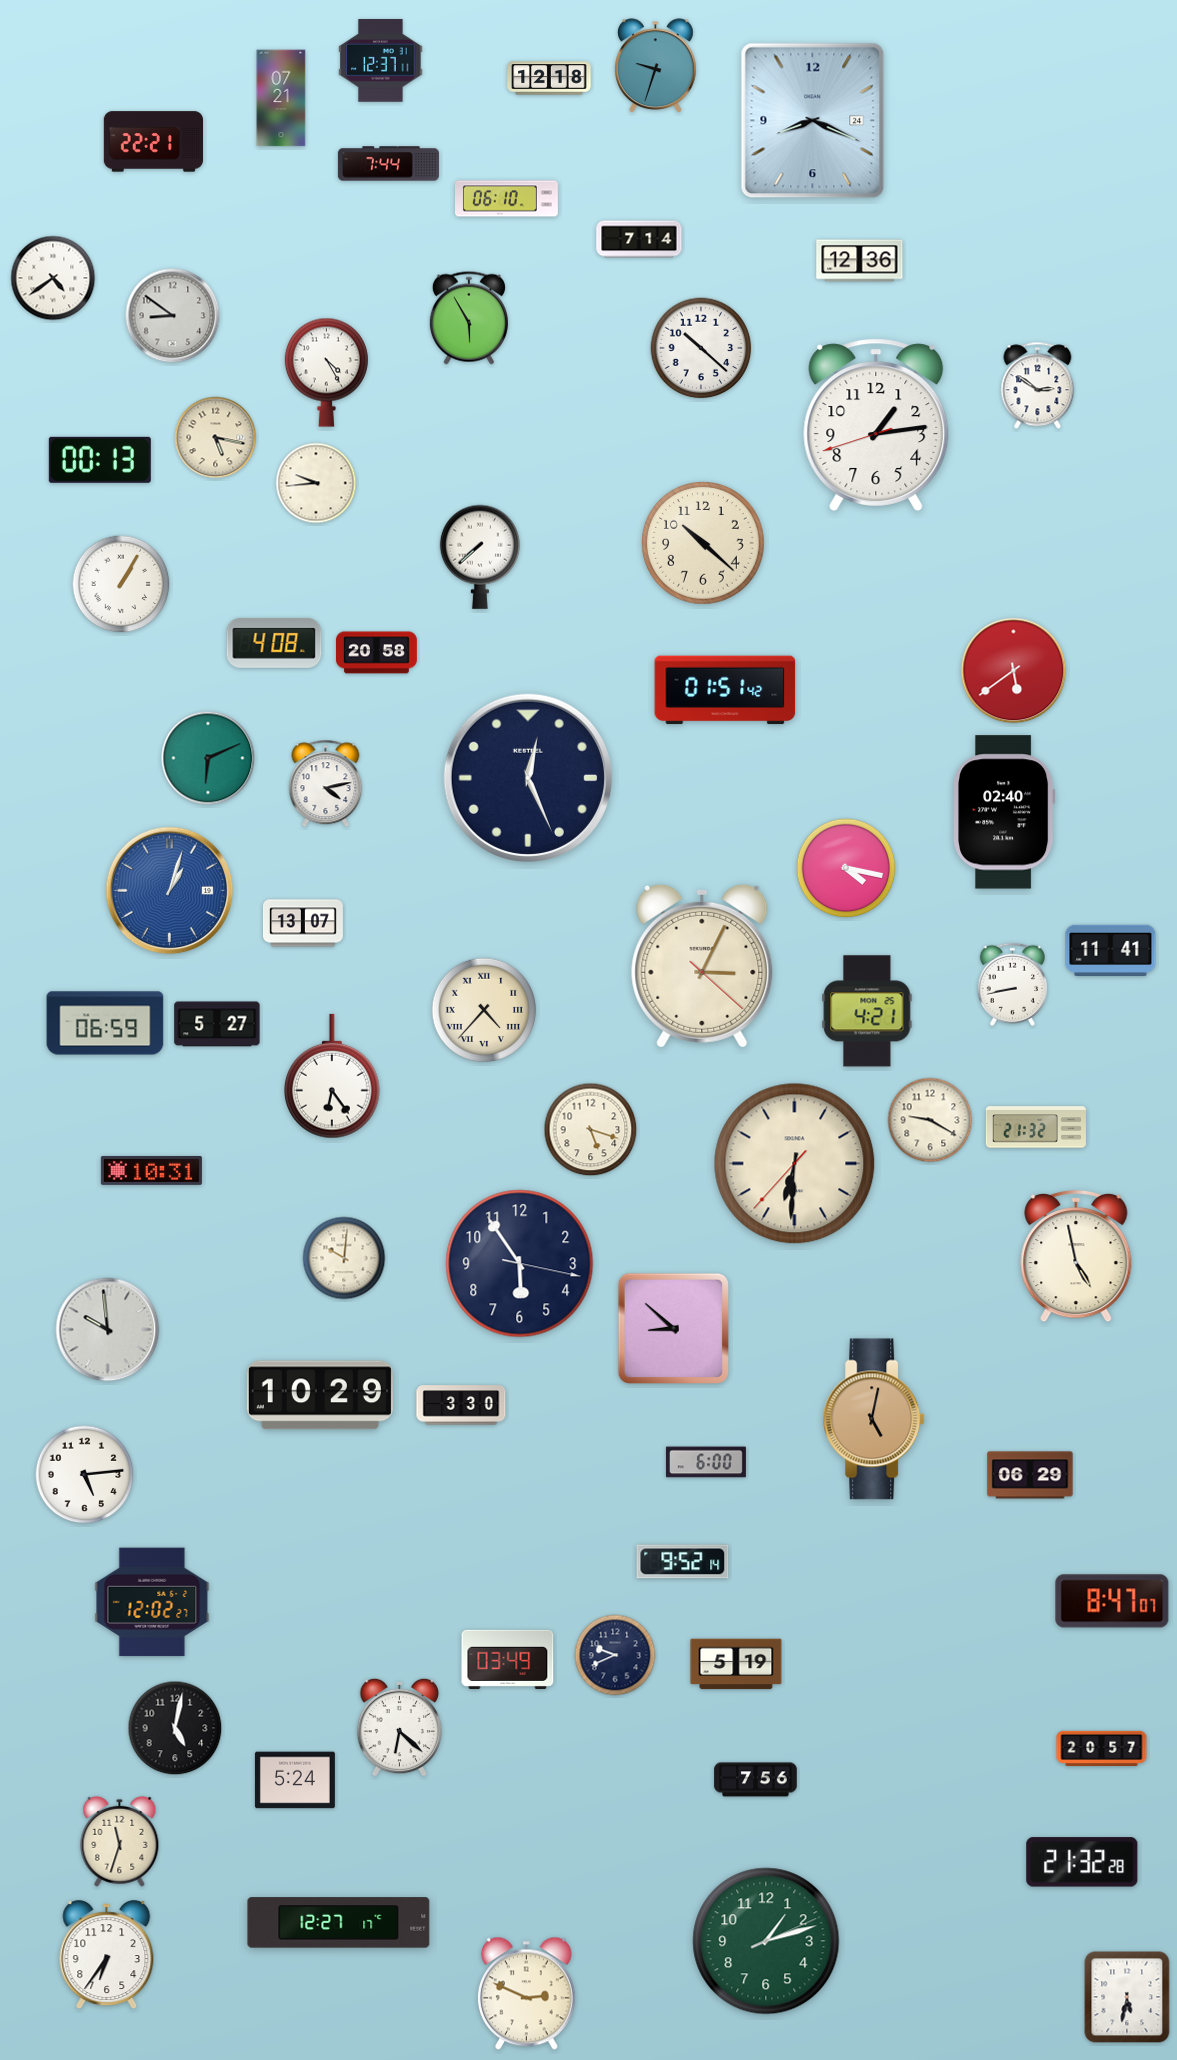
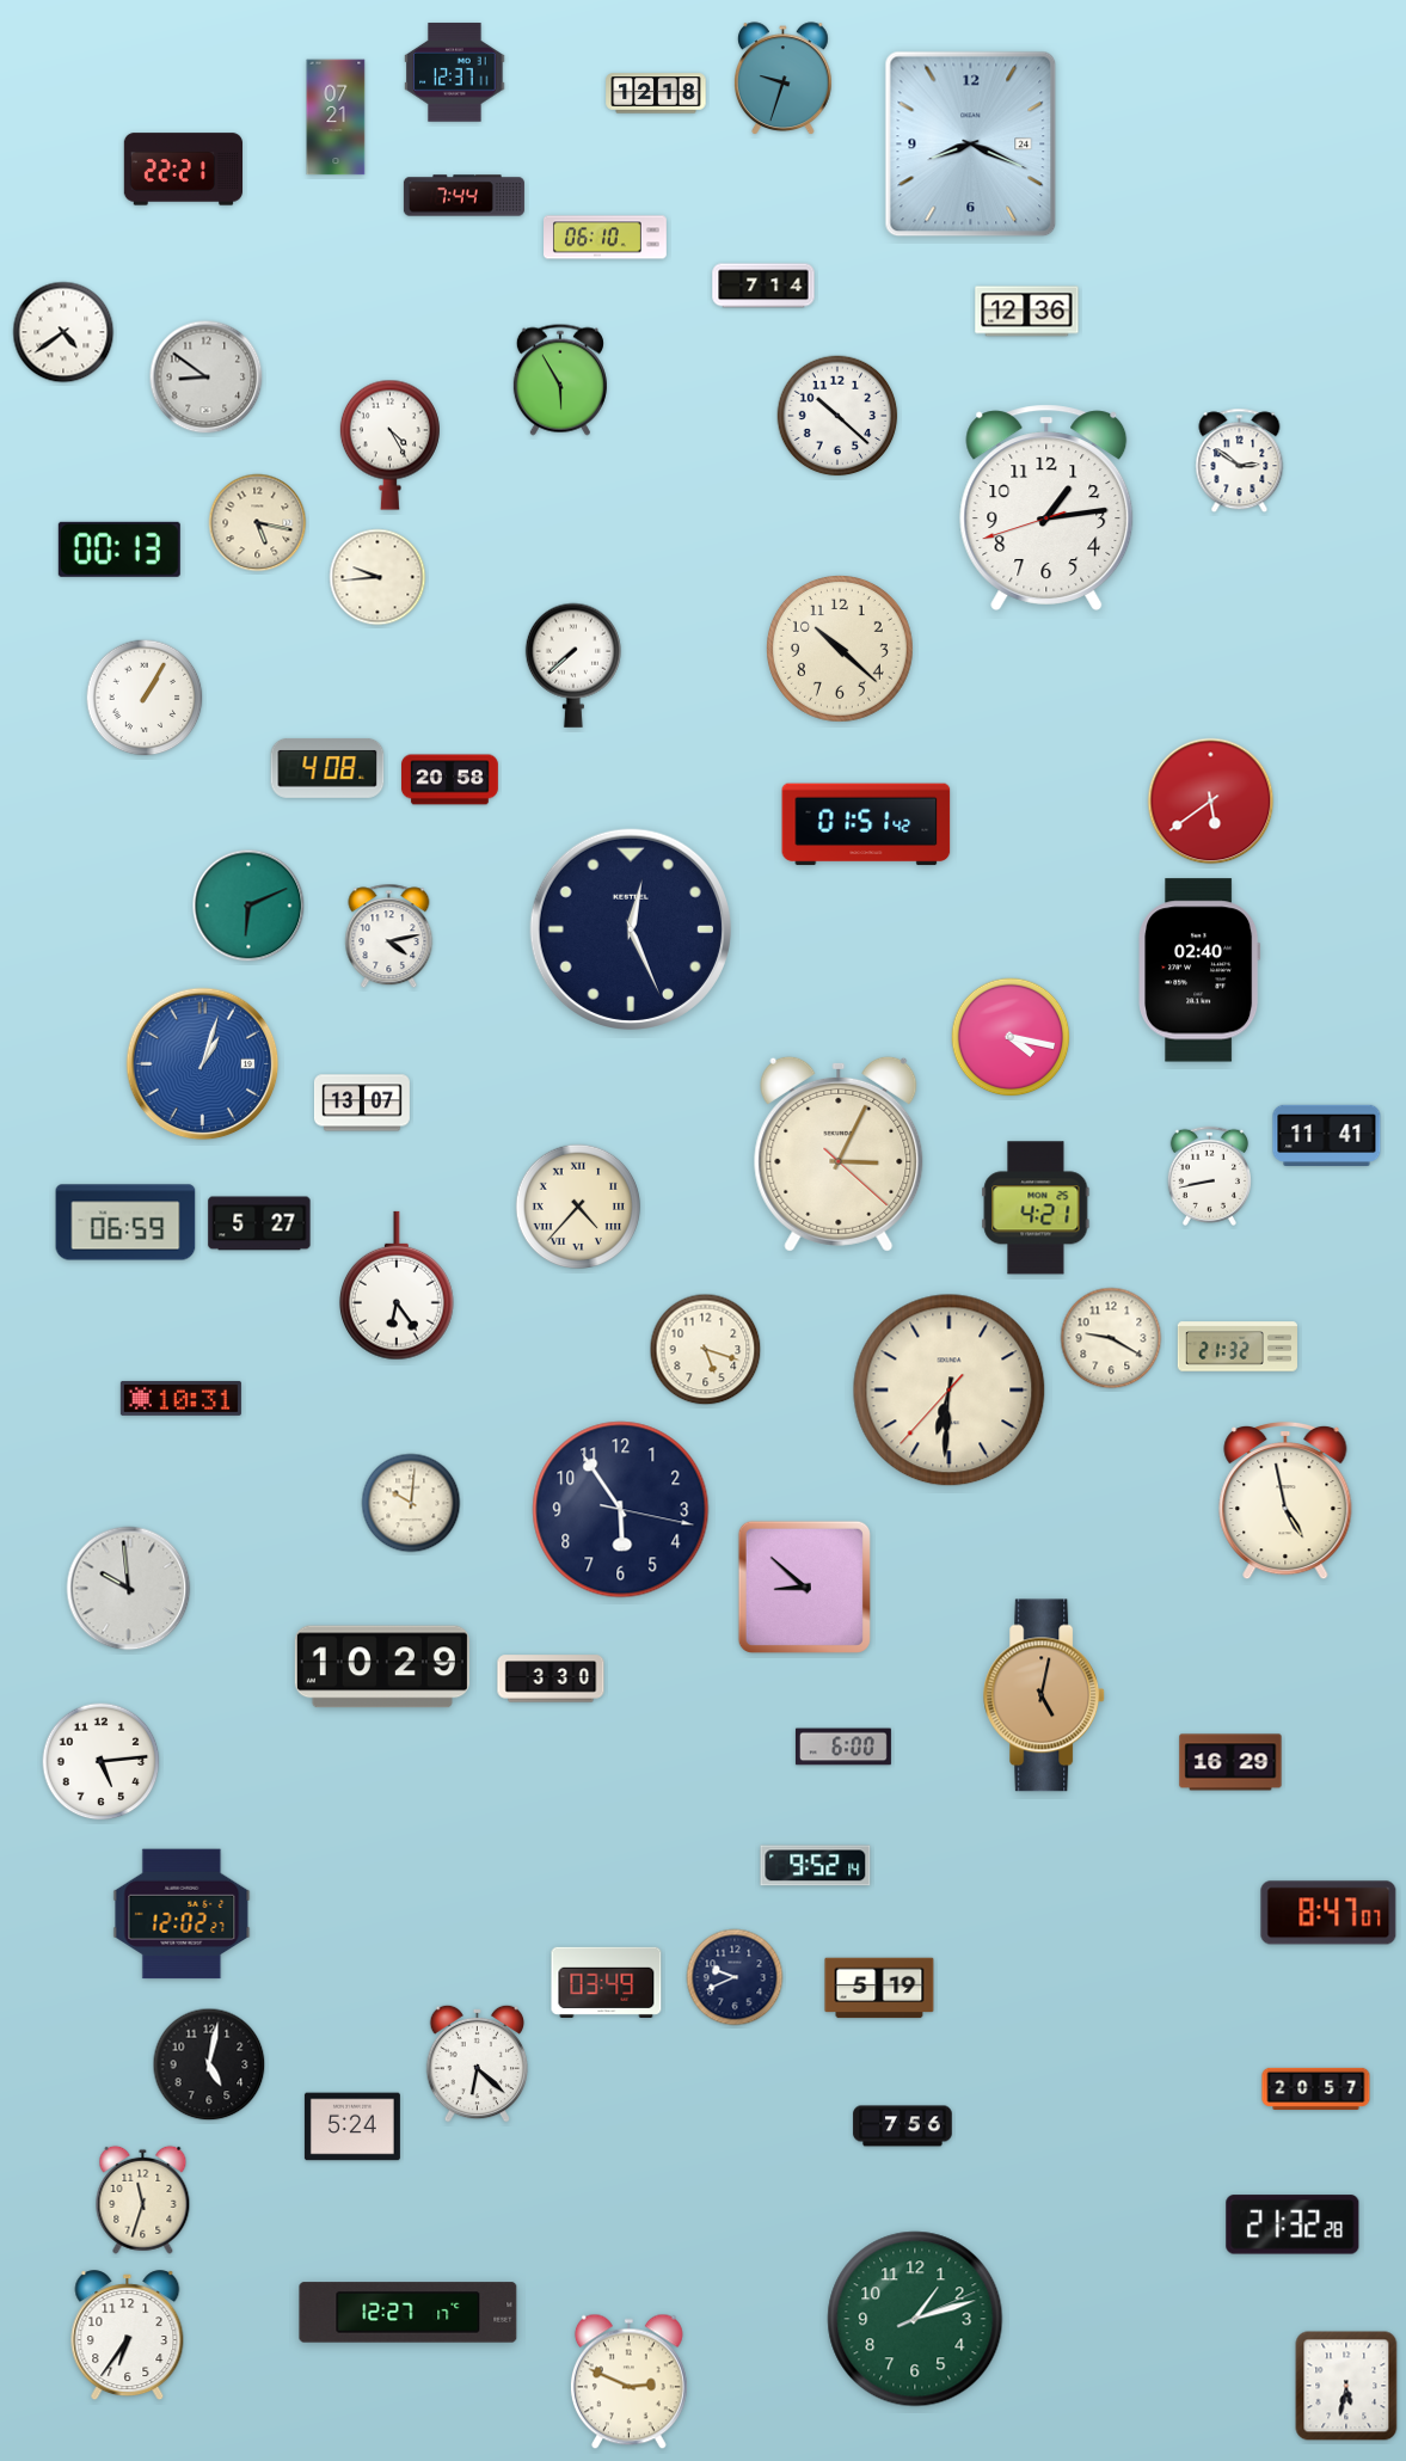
clock at (1030, 1475): 06:29 -> 16:29
clock at (339, 1923) position: (339, 1923) -> (409, 2313)
